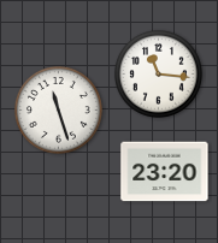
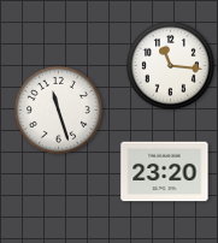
clock at (158, 73) position: (158, 73) -> (170, 65)
